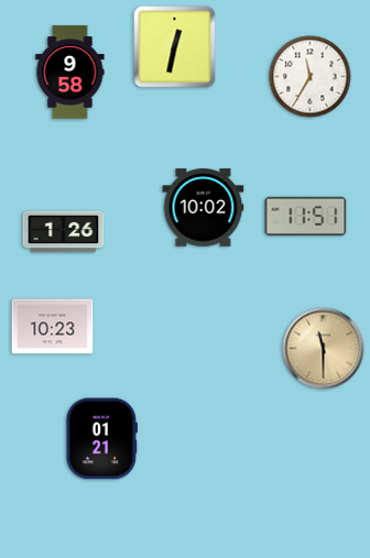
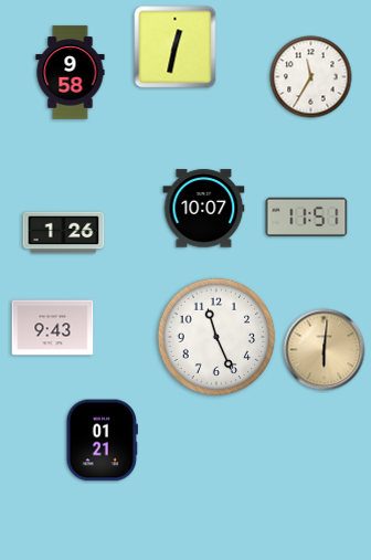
clock at (204, 208): 10:02 -> 10:07
clock at (53, 327): 10:23 -> 9:43
clock at (216, 337): none -> 11:26
clock at (324, 349): 11:30 -> 6:01
